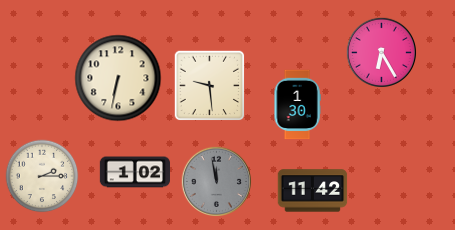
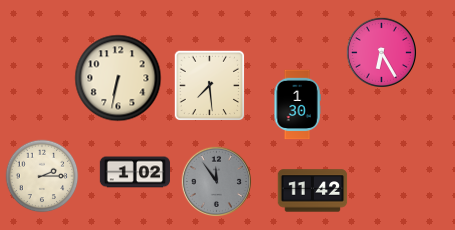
clock at (210, 86): 9:29 -> 7:29
clock at (216, 181): 11:58 -> 11:54
